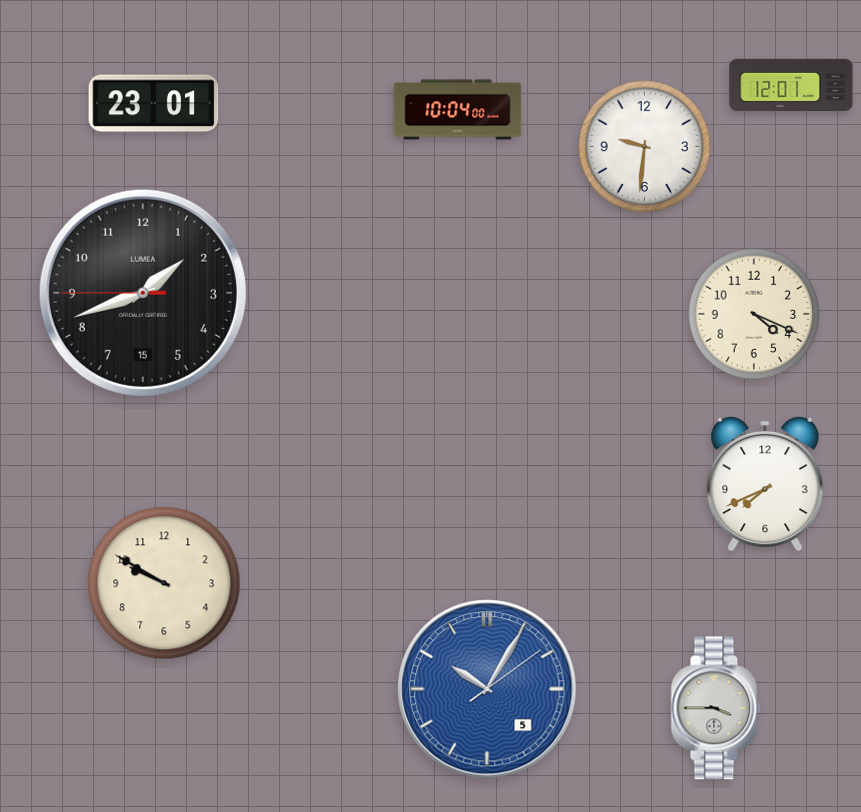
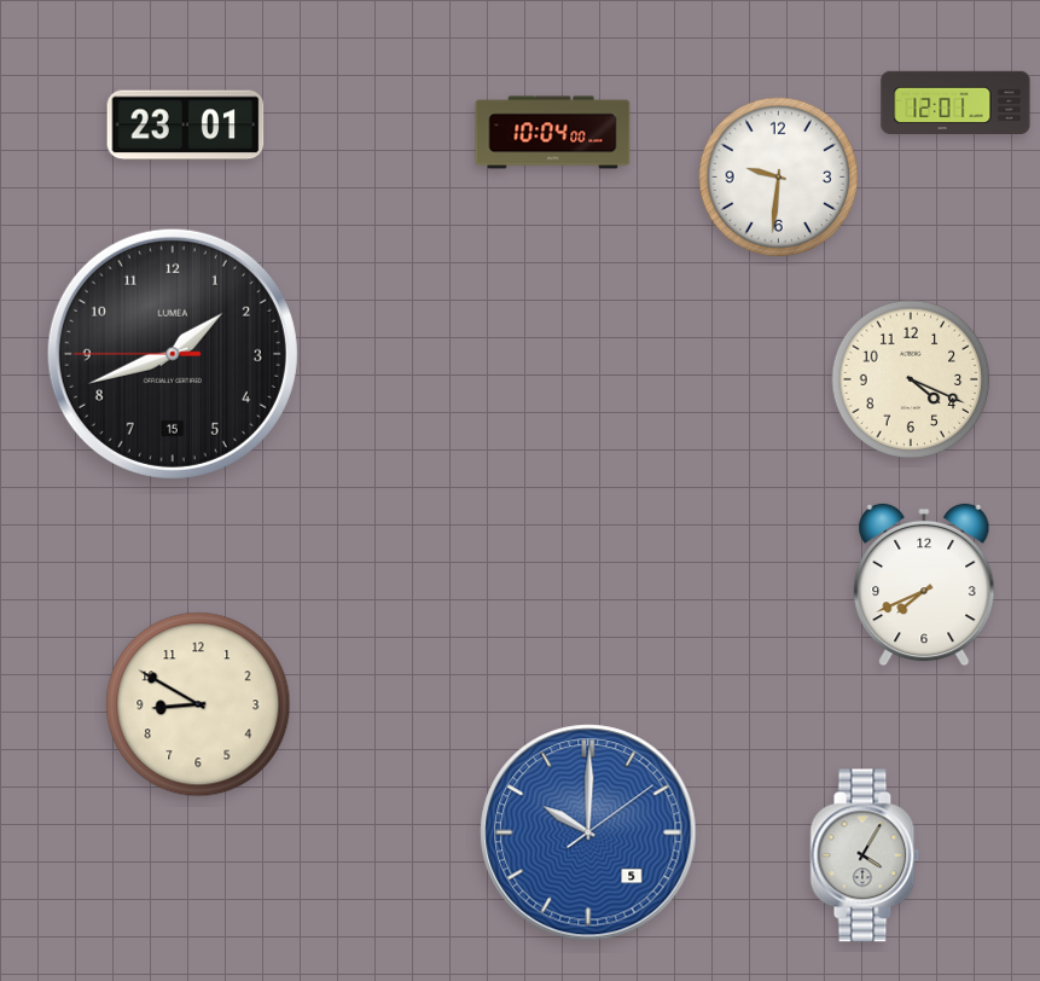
clock at (164, 583): 9:50 -> 8:50
clock at (487, 689): 10:05 -> 10:00
clock at (716, 708): 3:45 -> 4:05
